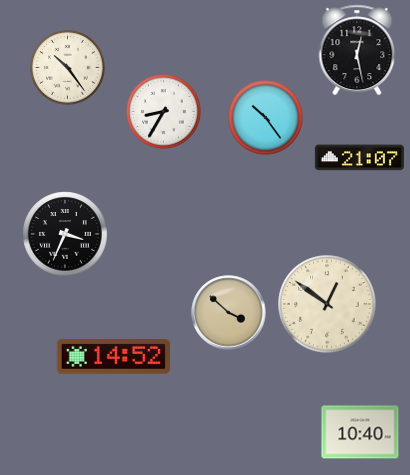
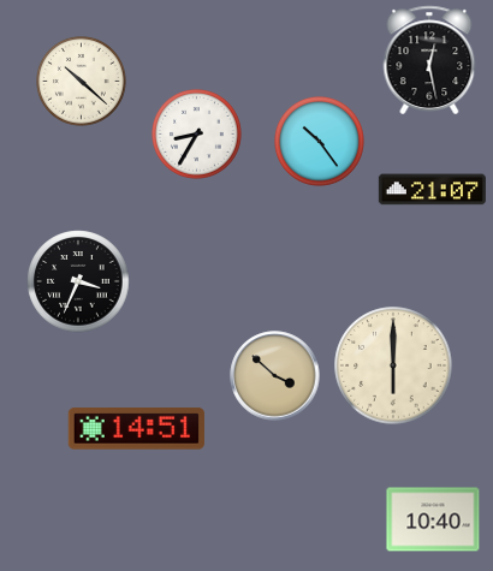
clock at (68, 68): 10:24 -> 10:22
clock at (327, 304): 12:51 -> 6:00
clock at (113, 357): 14:52 -> 14:51
